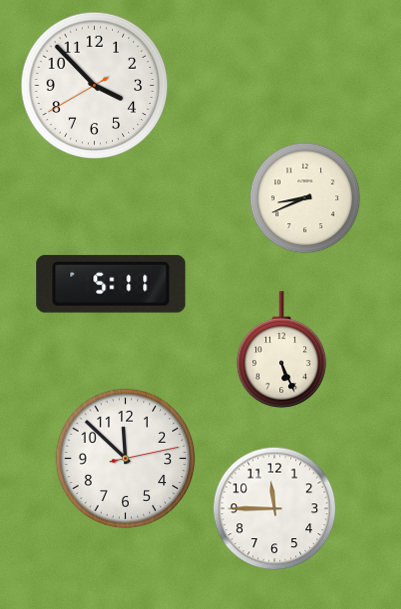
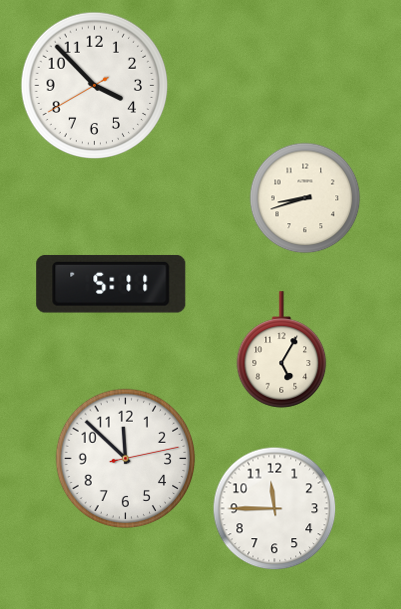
clock at (305, 198): 8:41 -> 8:42
clock at (282, 350): 5:26 -> 5:05
